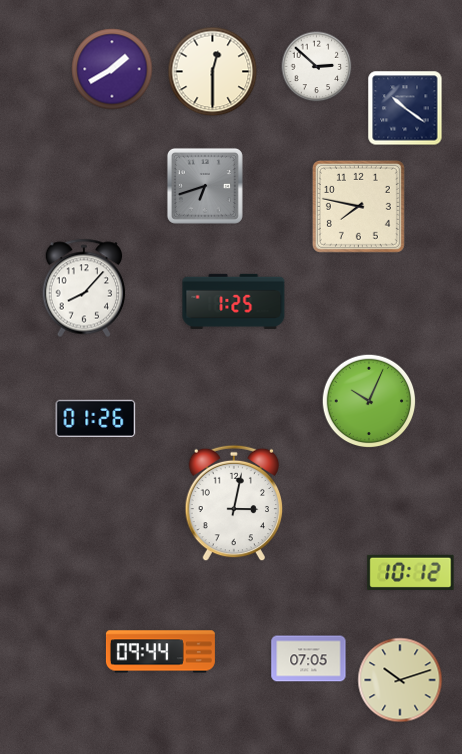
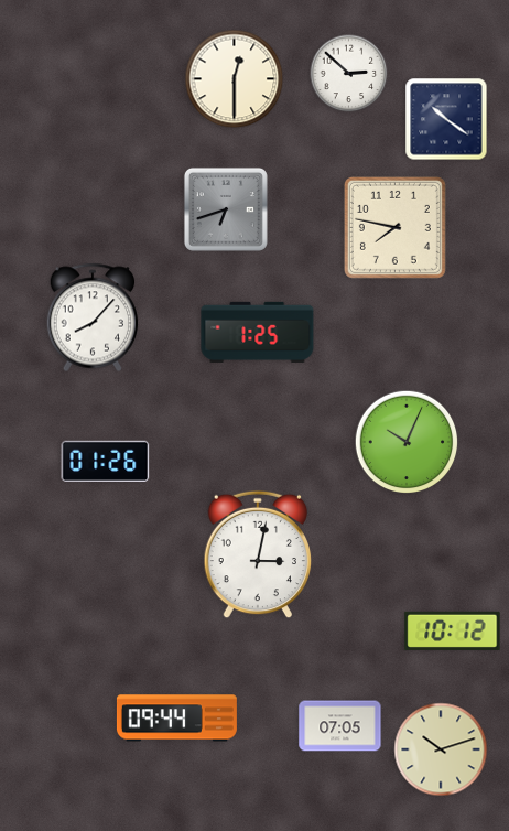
clock at (112, 69): 1:40 -> none
clock at (205, 186) position: (205, 186) -> (226, 209)
